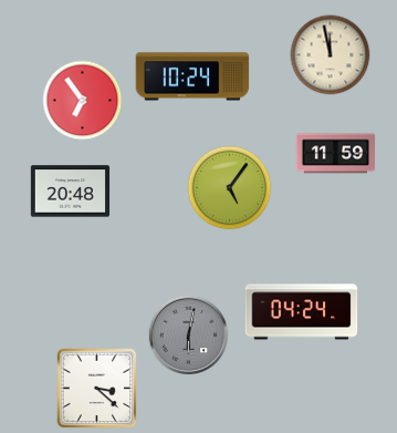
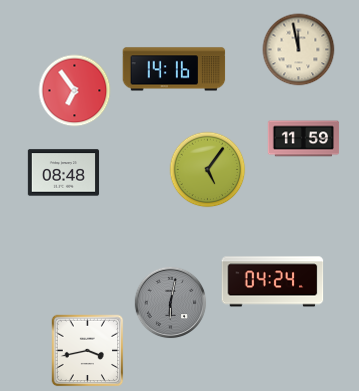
clock at (192, 76): 10:24 -> 14:16
clock at (71, 192): 20:48 -> 08:48
clock at (97, 389): 3:22 -> 3:43
